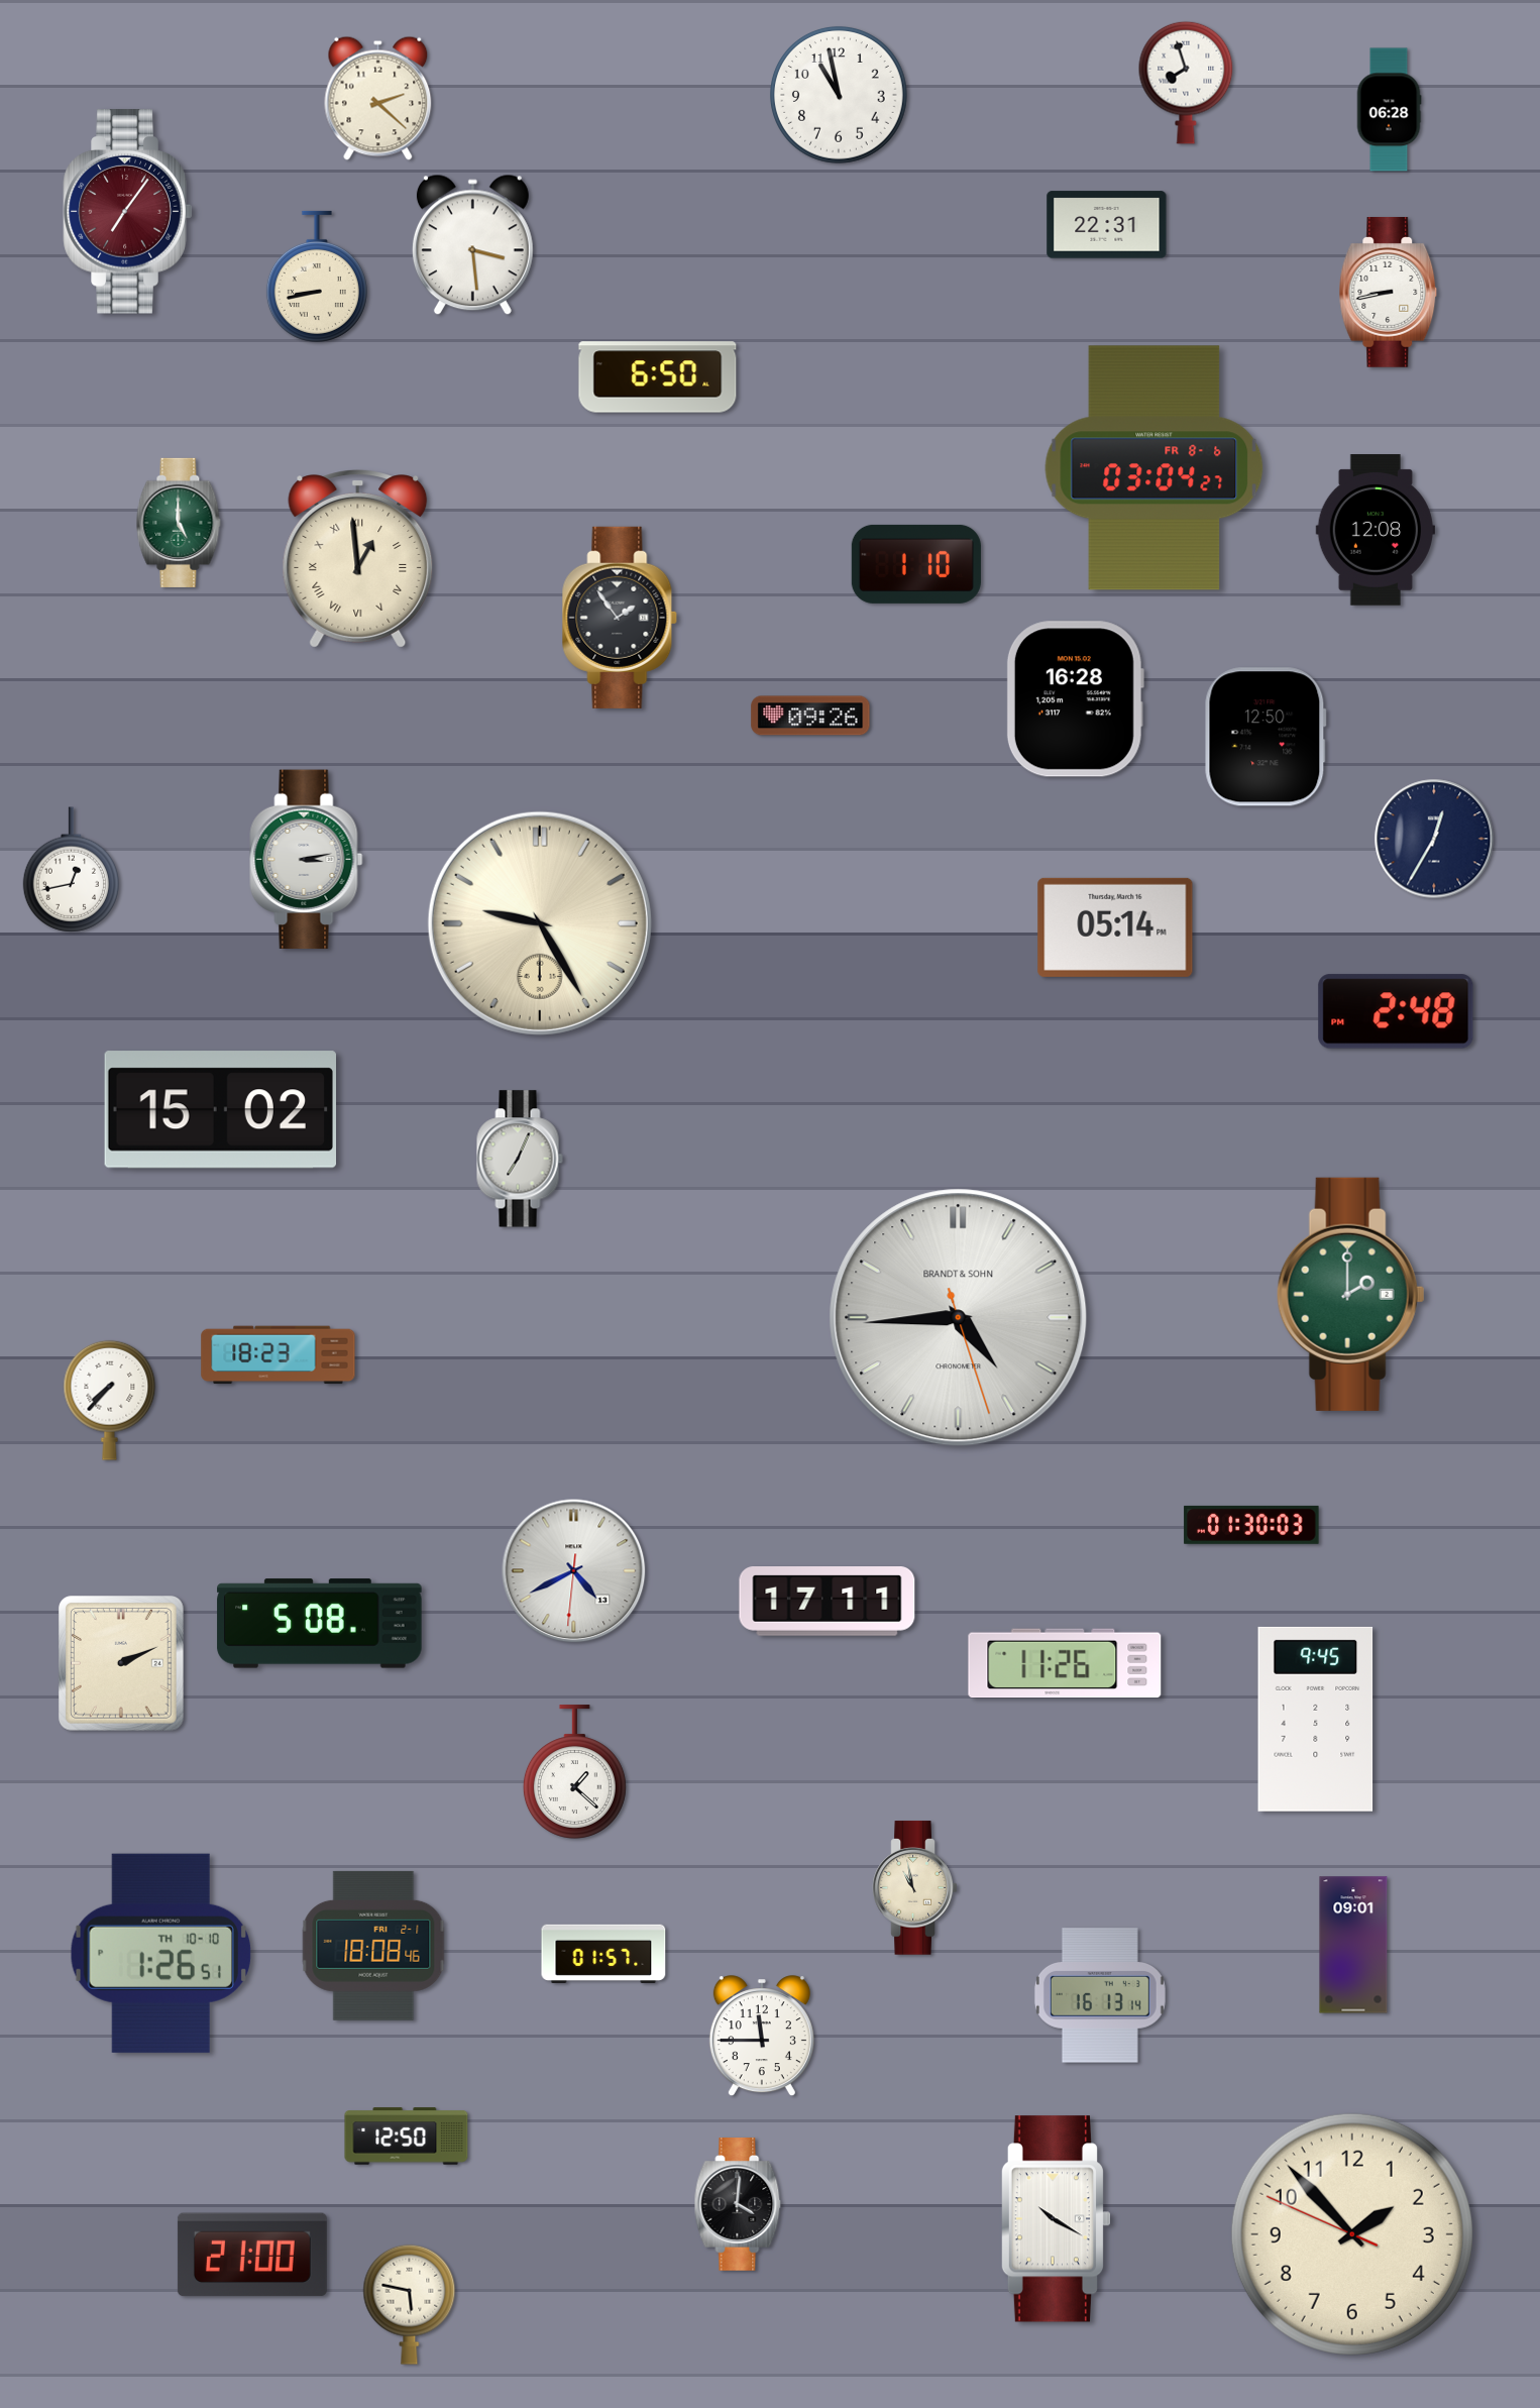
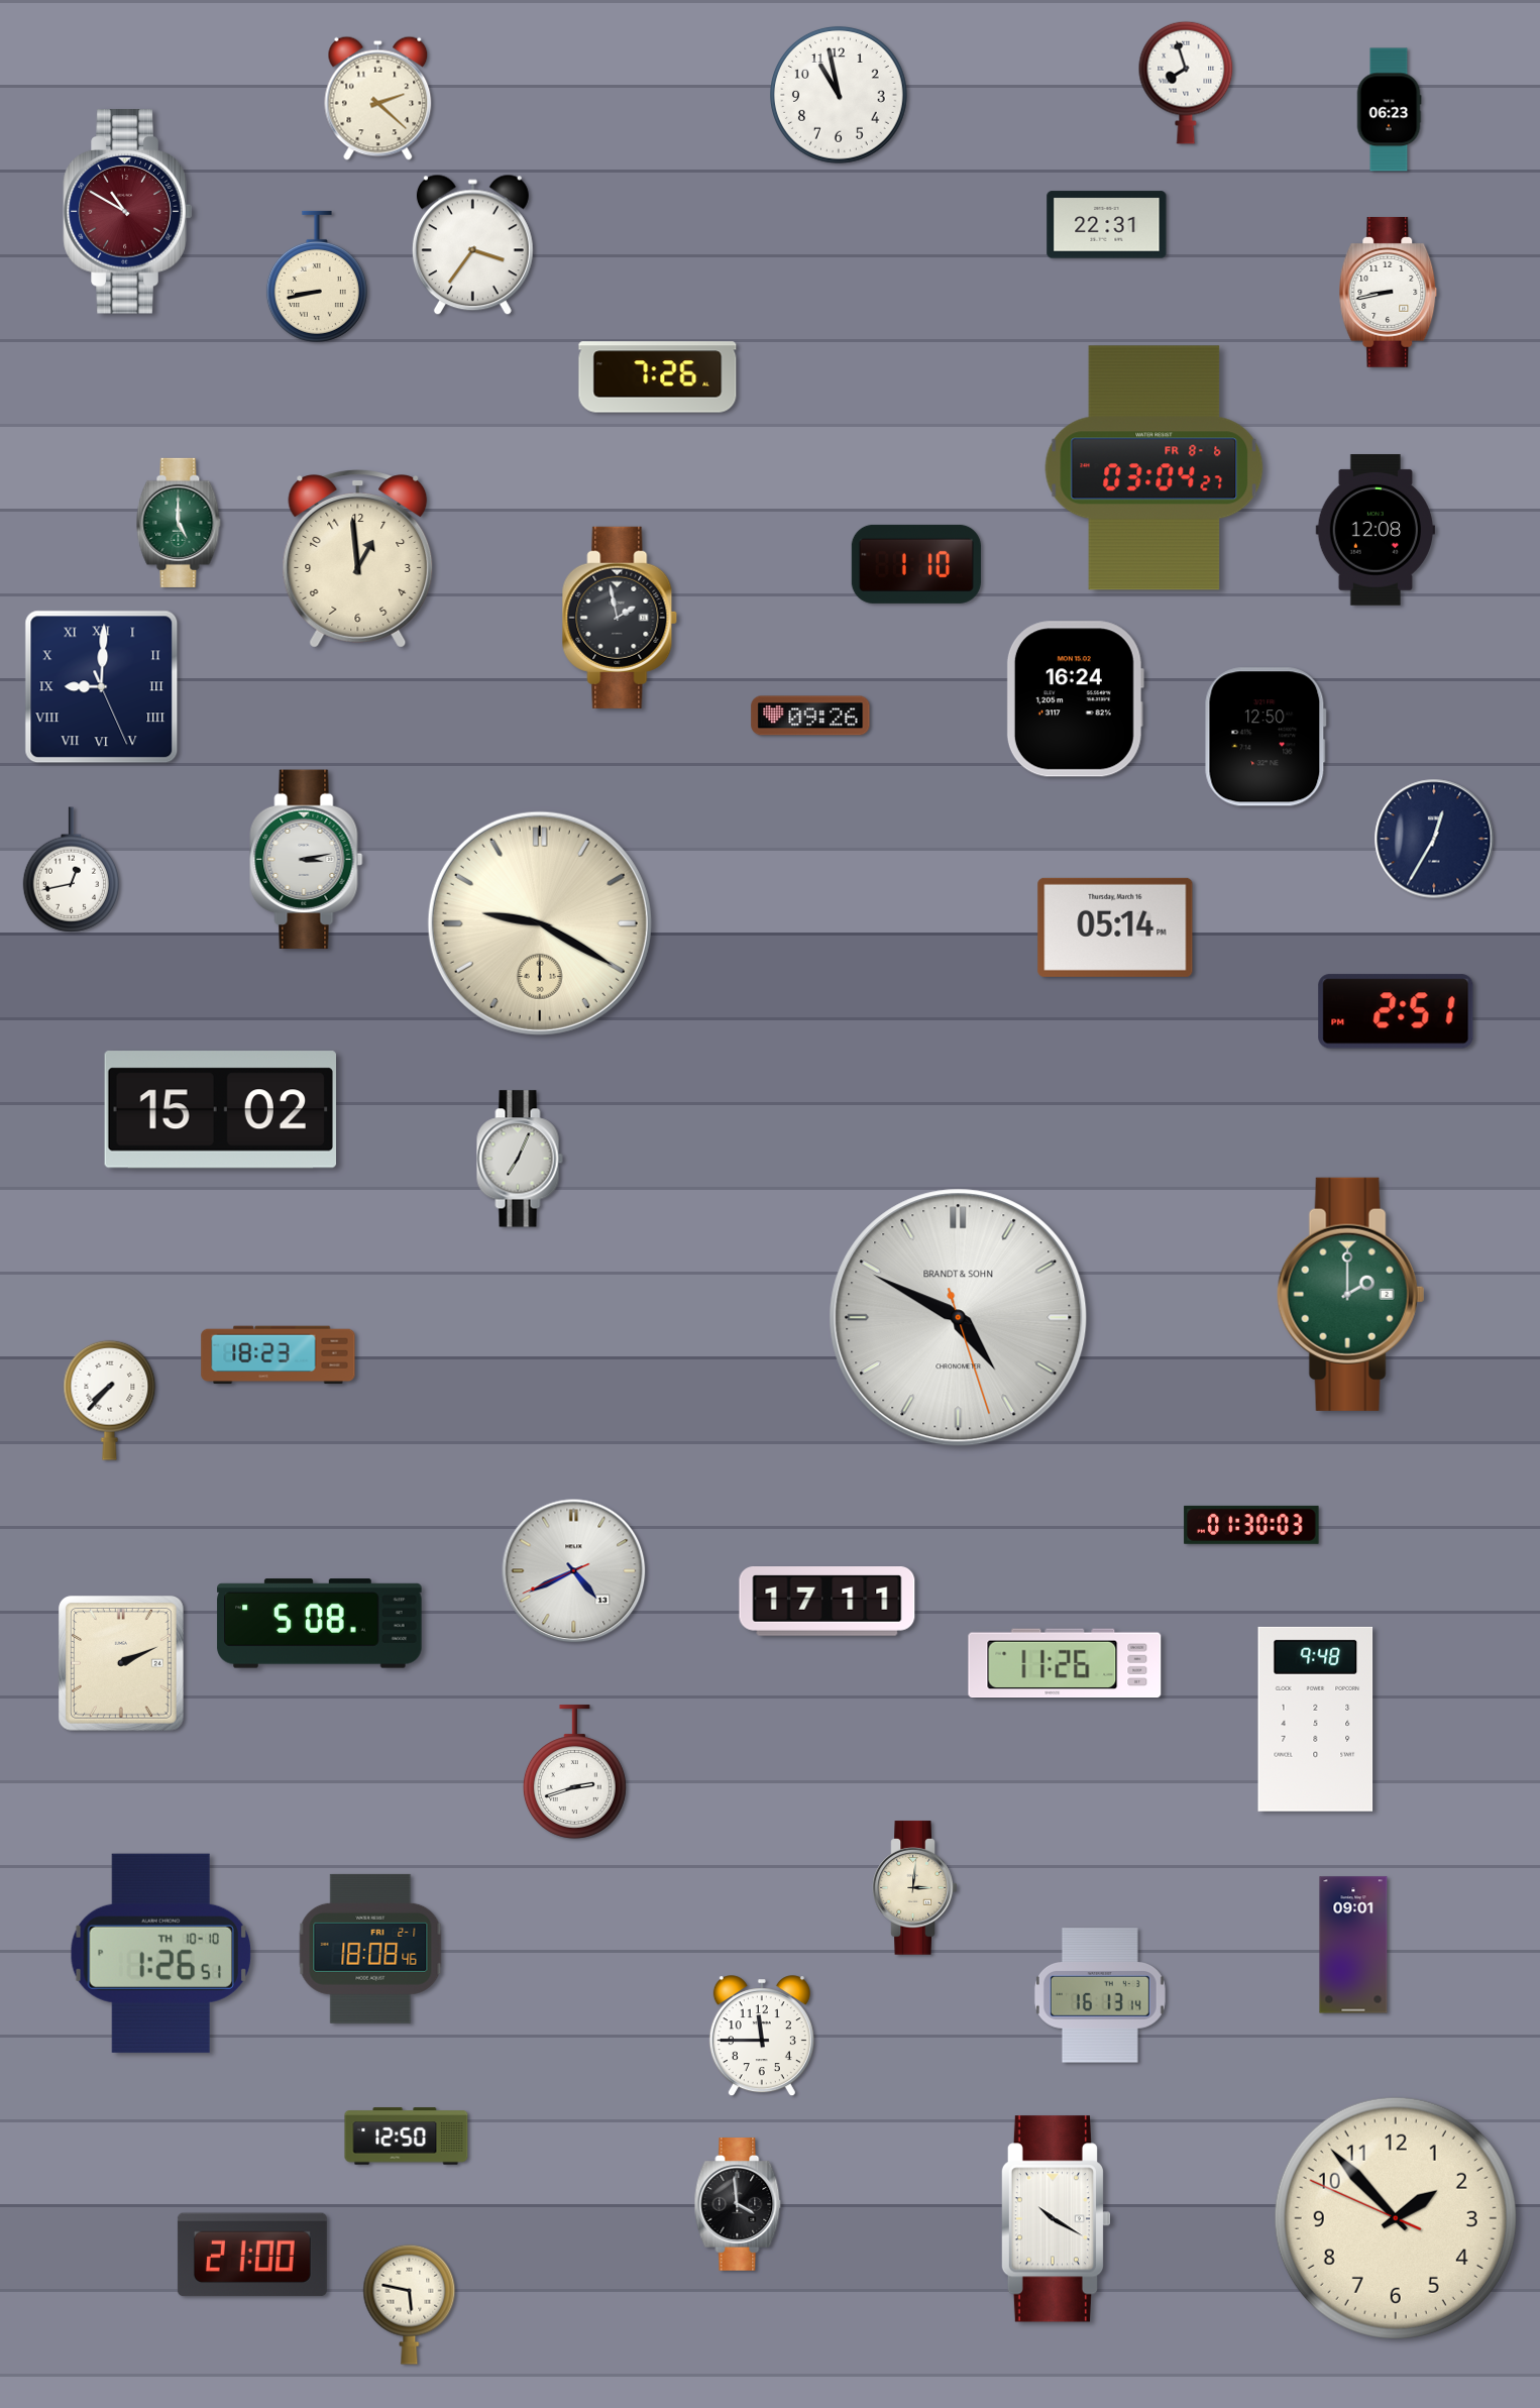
clock at (1389, 110): 06:28 -> 06:23
clock at (128, 212): 7:06 -> 10:50
clock at (472, 245): 3:29 -> 3:36
clock at (658, 377): 6:50 -> 7:26
clock at (358, 559) numerals: Roman -> Arabic
clock at (620, 618): 1:54 -> 1:58
clock at (102, 687): none -> 9:00
clock at (1075, 699): 16:28 -> 16:24
clock at (540, 923): 9:25 -> 9:20
clock at (1396, 1011): 2:48 -> 2:51
clock at (959, 1318): 4:44 -> 4:49
clock at (574, 1571): 4:40:31 -> 4:40:41
clock at (1316, 1719): 9:45 -> 9:48
clock at (574, 1772): 1:22 -> 2:42
clock at (915, 1888): 10:58 -> 3:01
clock at (373, 1946) position: (373, 1946) -> (370, 1949)
clock at (603, 1954): 01:57 -> none
clock at (738, 2205): 4:01 -> 3:59
clock at (1352, 2234) position: (1352, 2234) -> (1396, 2218)
